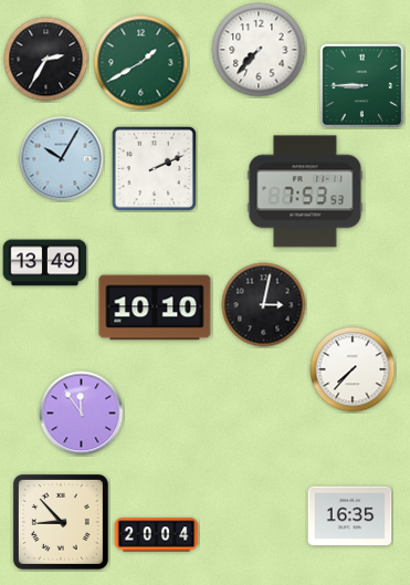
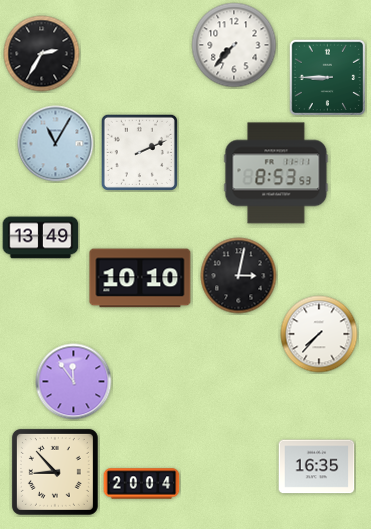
clock at (141, 63): 1:40 -> none
clock at (62, 159): 10:05 -> 11:05
clock at (305, 191): 7:53 -> 8:53
clock at (82, 414) position: (82, 414) -> (74, 382)
